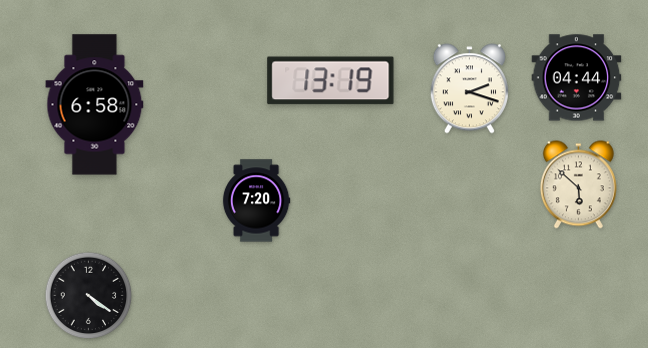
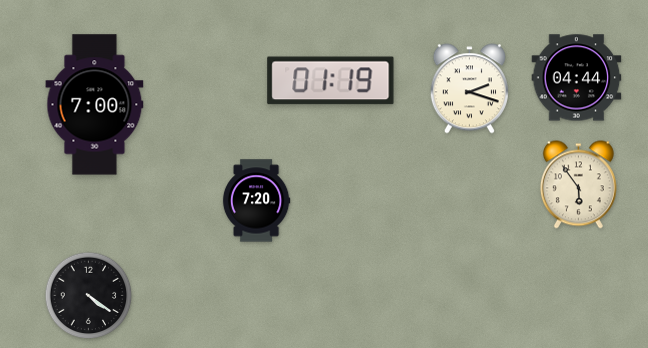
clock at (331, 81): 13:19 -> 01:19
clock at (95, 105): 6:58 -> 7:00
clock at (578, 185): 5:52 -> 5:54
